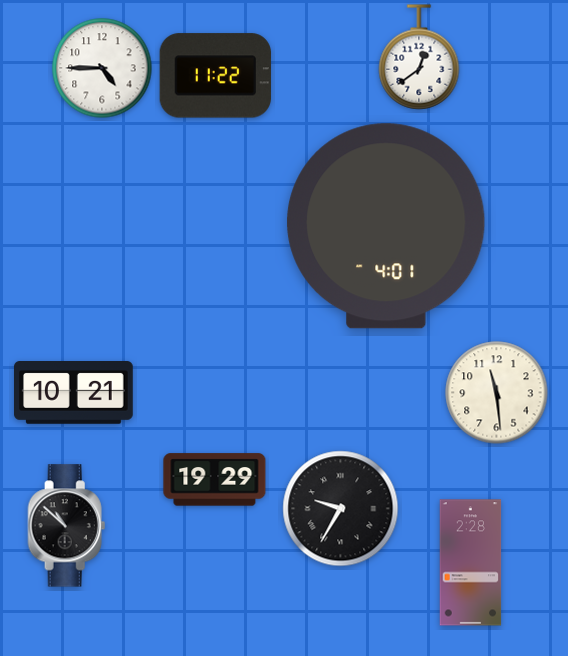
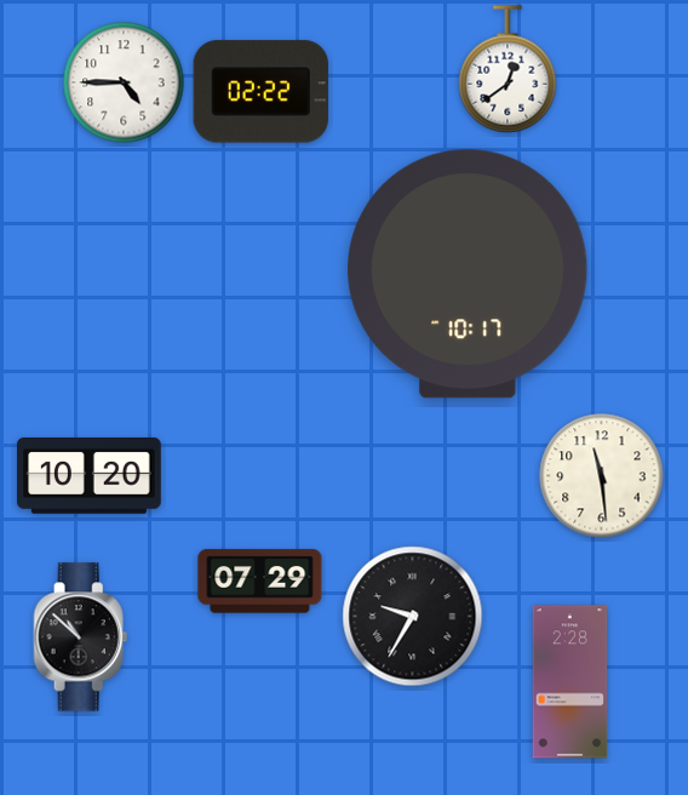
clock at (215, 76): 11:22 -> 02:22
clock at (386, 226): 4:01 -> 10:17
clock at (74, 393): 10:21 -> 10:20
clock at (215, 480): 19:29 -> 07:29
